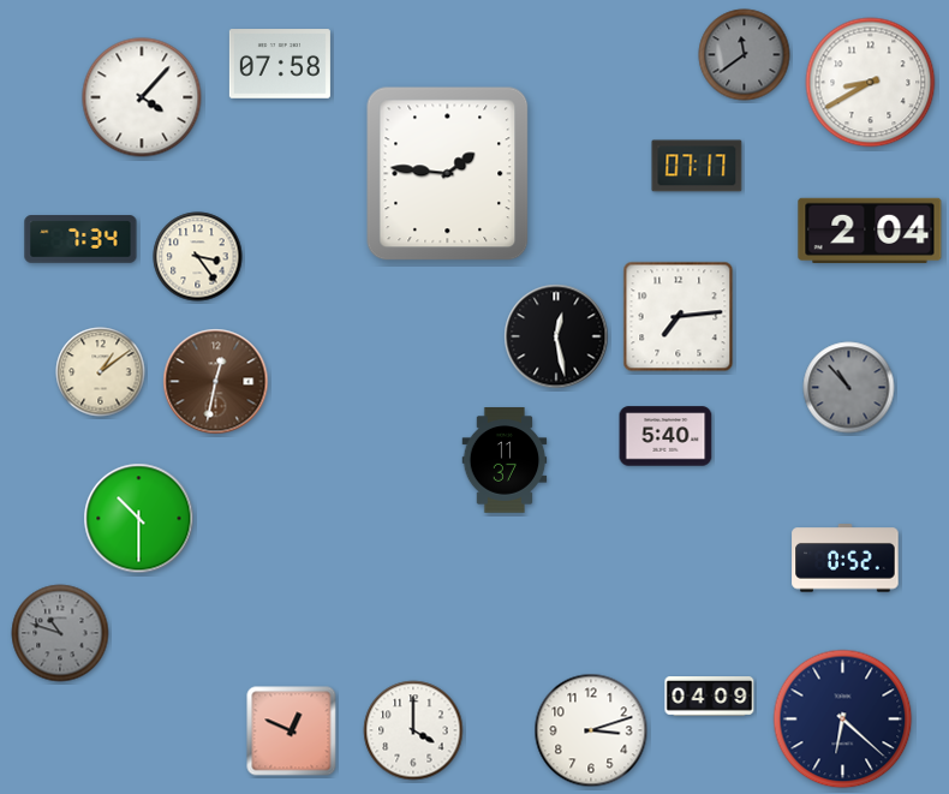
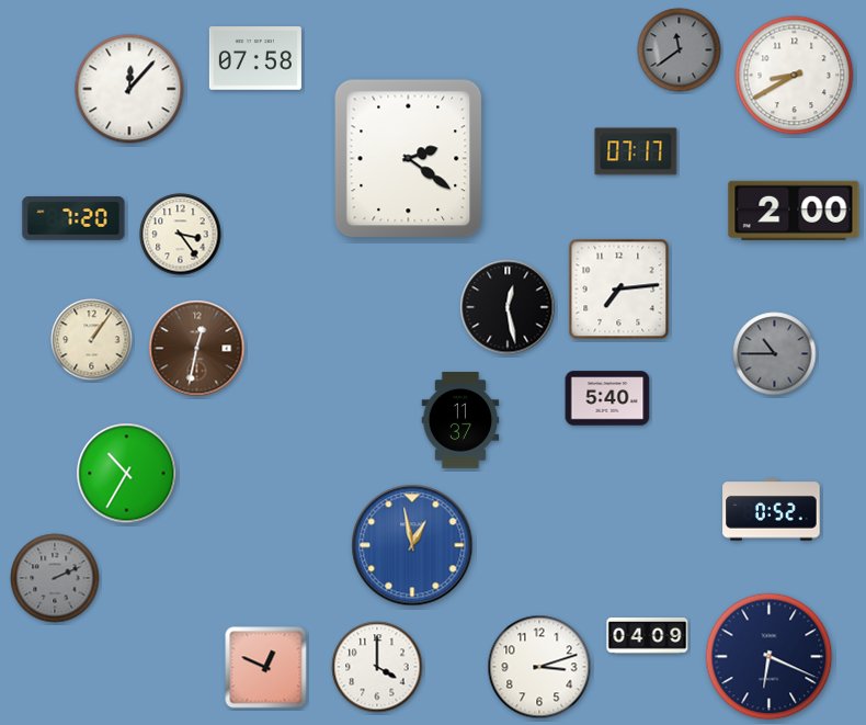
clock at (142, 97): 4:07 -> 12:07
clock at (448, 174): 1:46 -> 2:21
clock at (870, 231): 2:04 -> 2:00
clock at (80, 239): 7:34 -> 7:20
clock at (101, 372): 1:09 -> 1:06
clock at (849, 388): 10:53 -> 10:45
clock at (139, 519): 10:30 -> 10:35
clock at (412, 545): none -> 12:58
clock at (60, 633): 10:48 -> 2:11
clock at (843, 720): 6:22 -> 6:19
